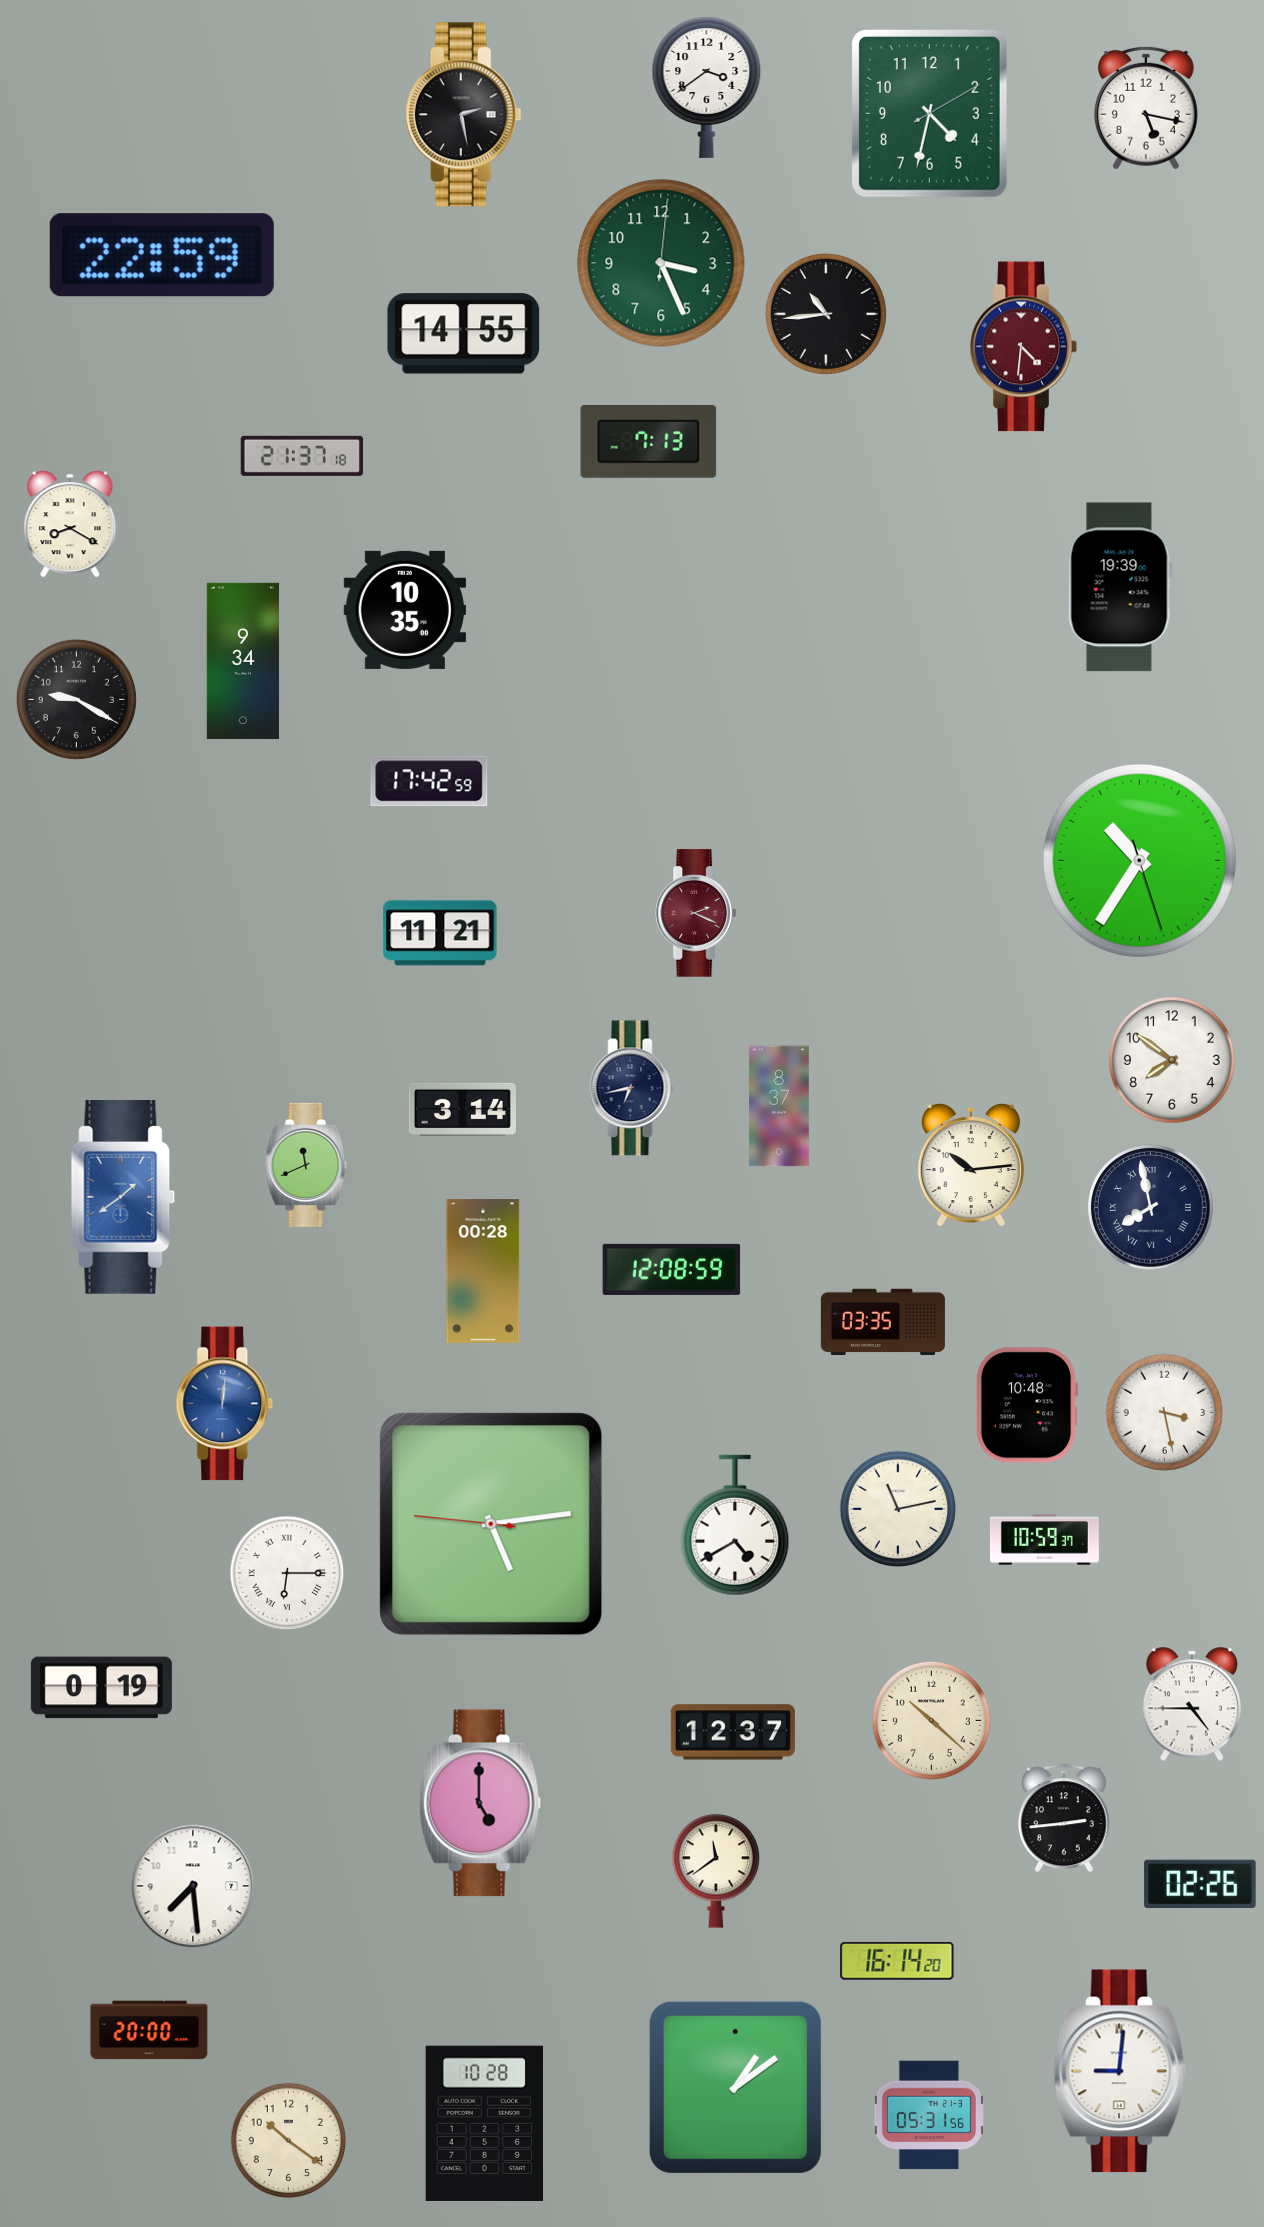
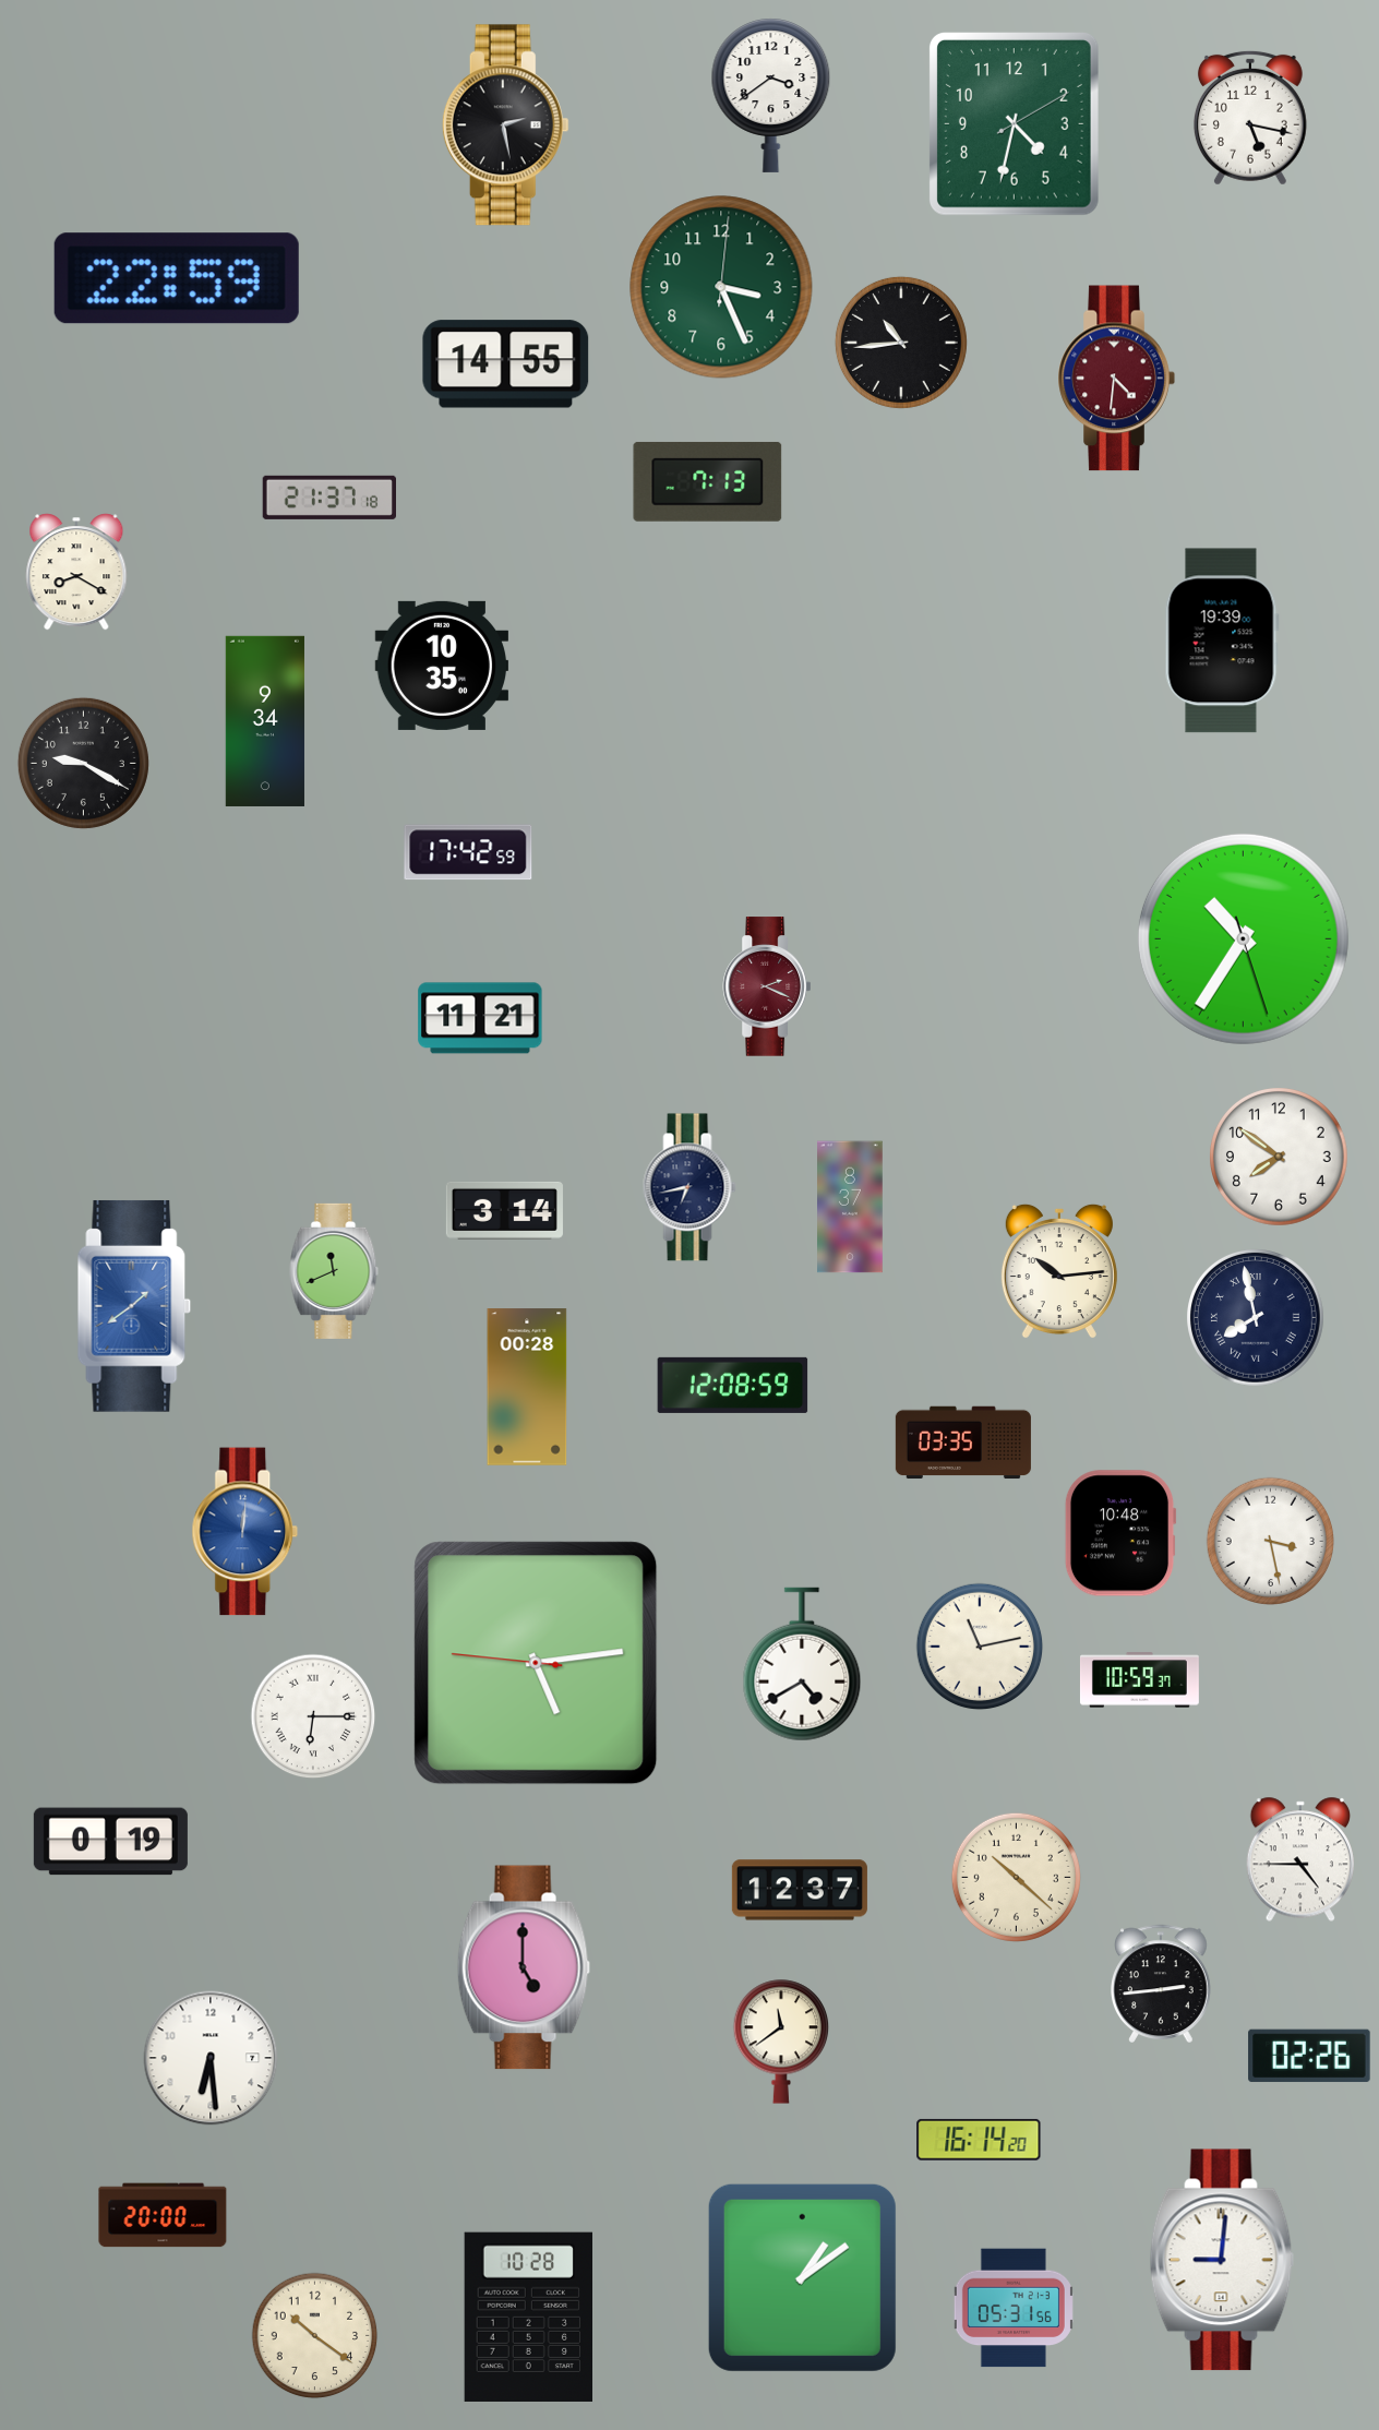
clock at (695, 913) position: (695, 913) -> (766, 986)
clock at (193, 1886): 7:29 -> 6:29
